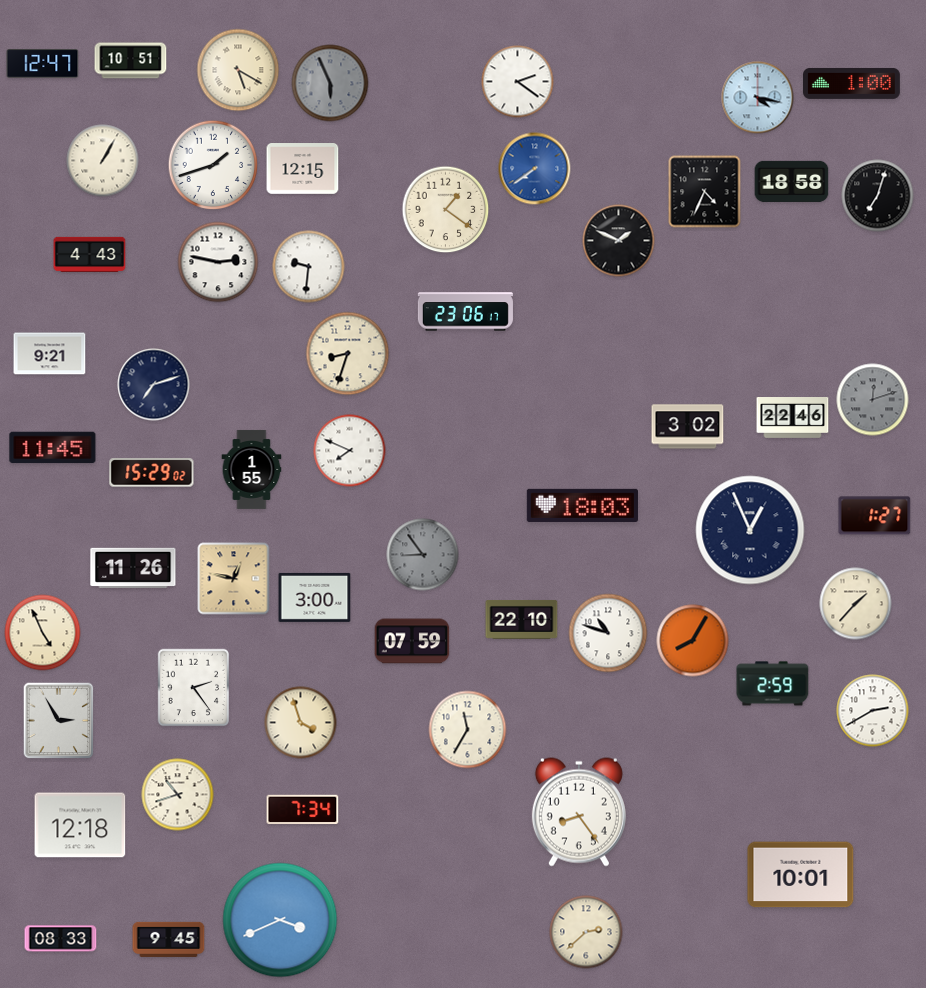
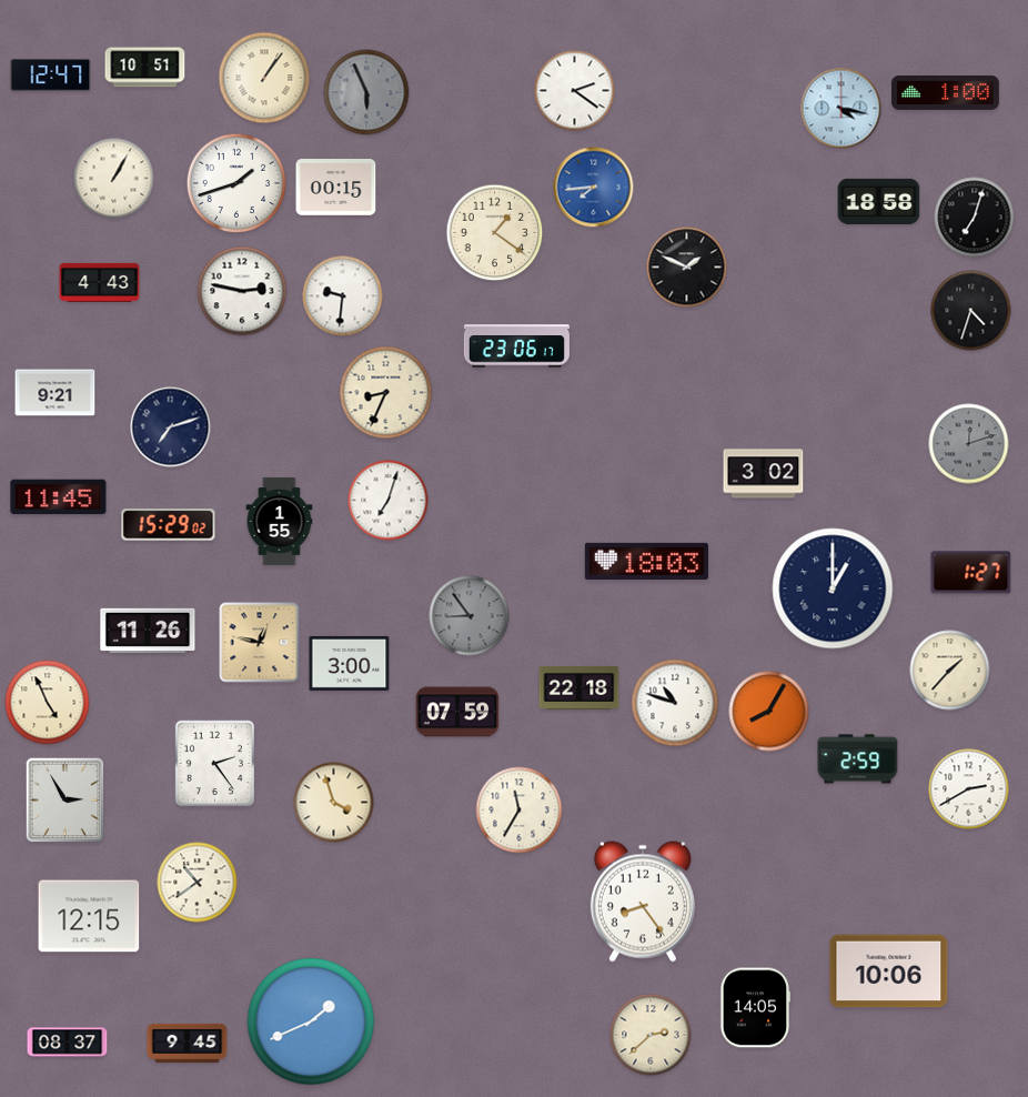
clock at (43, 64) position: (43, 64) -> (51, 76)
clock at (238, 70): 5:20 -> 1:06
clock at (303, 169): 12:15 -> 00:15
clock at (535, 169): 7:39 -> 7:44
clock at (705, 192): 4:34 -> none
clock at (971, 311): none -> 4:33
clock at (348, 354): 8:33 -> 8:34
clock at (793, 418): 22:46 -> none
clock at (350, 451): 7:49 -> 7:03
clock at (750, 530): 12:56 -> 1:00
clock at (522, 619): 22:10 -> 22:18
clock at (178, 795): 10:42 -> 10:39
clock at (303, 810): 7:34 -> none
clock at (80, 825): 12:18 -> 12:15
clock at (801, 875): 10:01 -> 10:06
clock at (755, 1008): none -> 14:05
clock at (280, 920): 3:41 -> 1:41
clock at (61, 939): 08:33 -> 08:37
